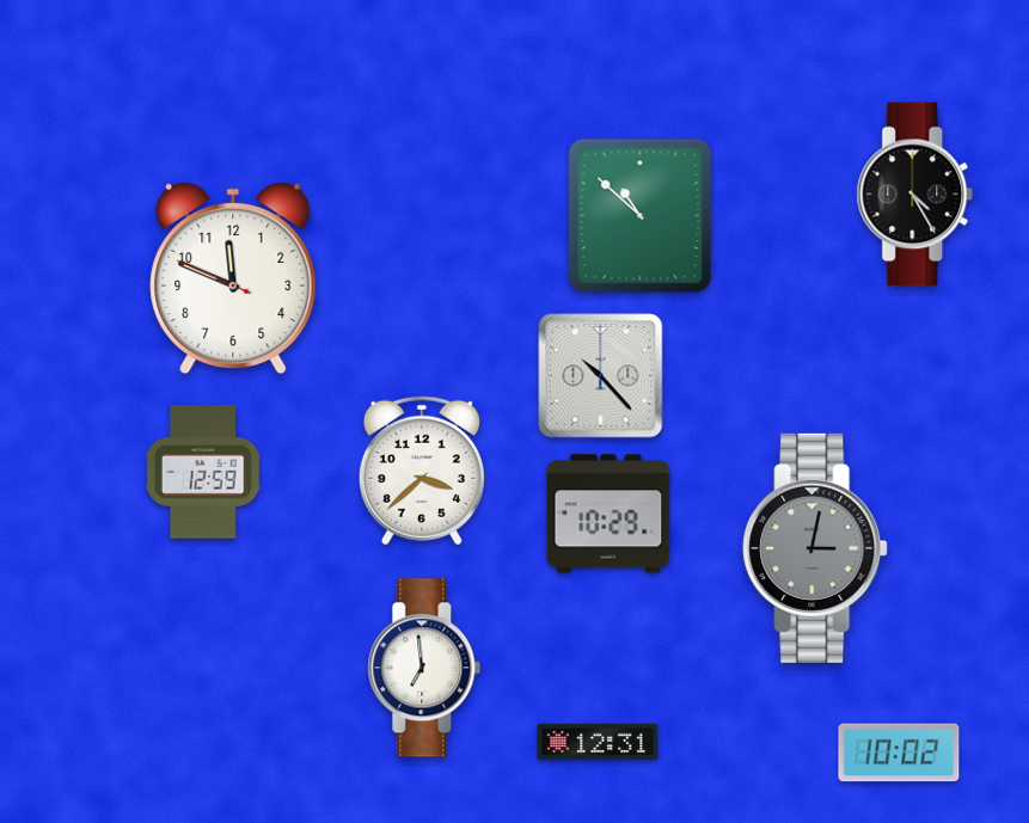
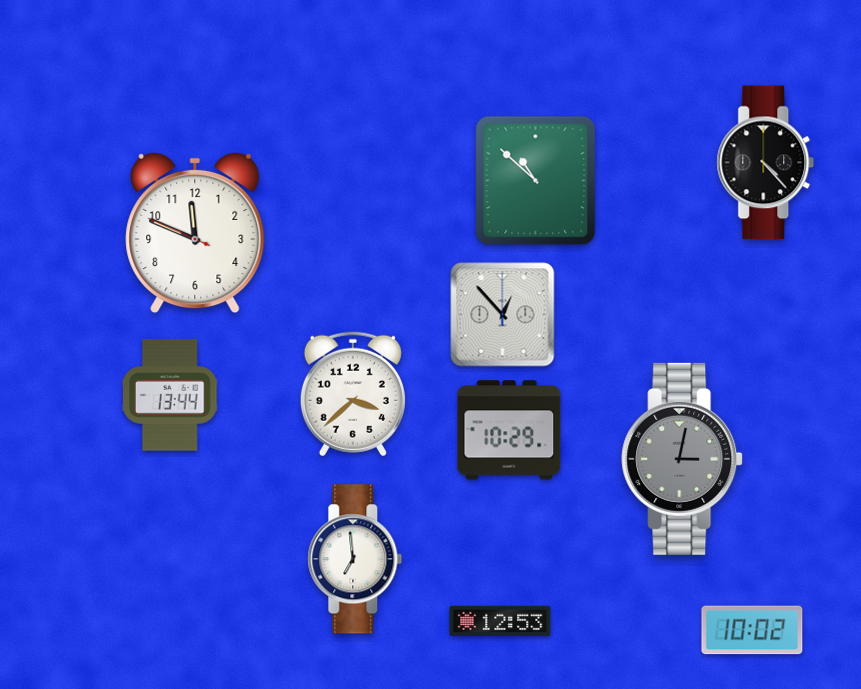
clock at (915, 195): 4:25 -> 4:23
clock at (601, 376): 10:23 -> 12:53
clock at (203, 472): 12:59 -> 13:44
clock at (598, 742): 12:31 -> 12:53
